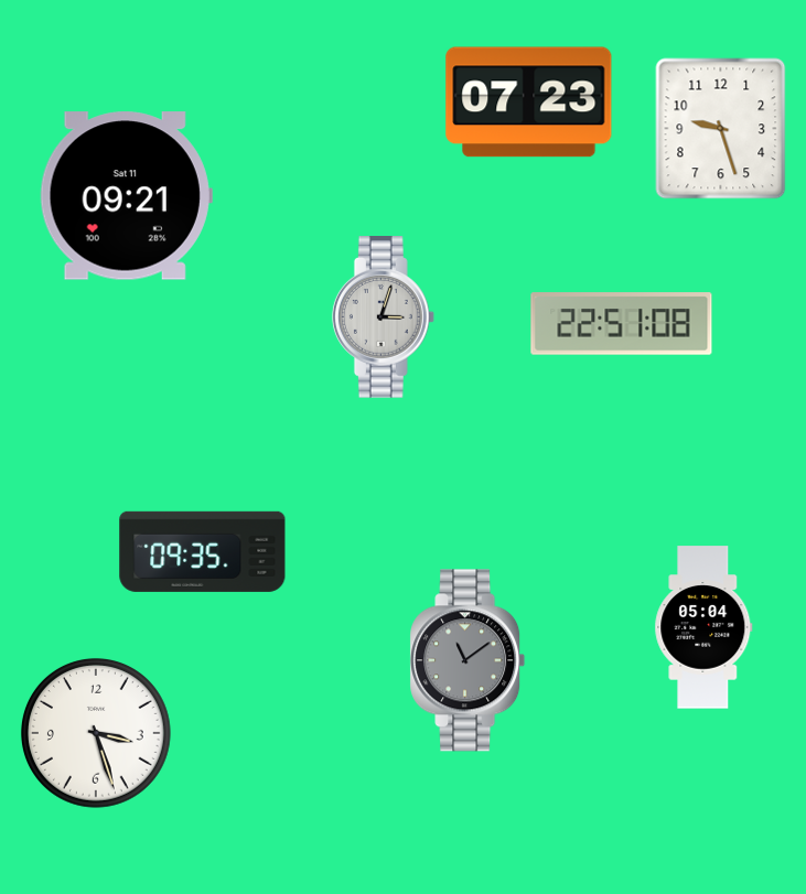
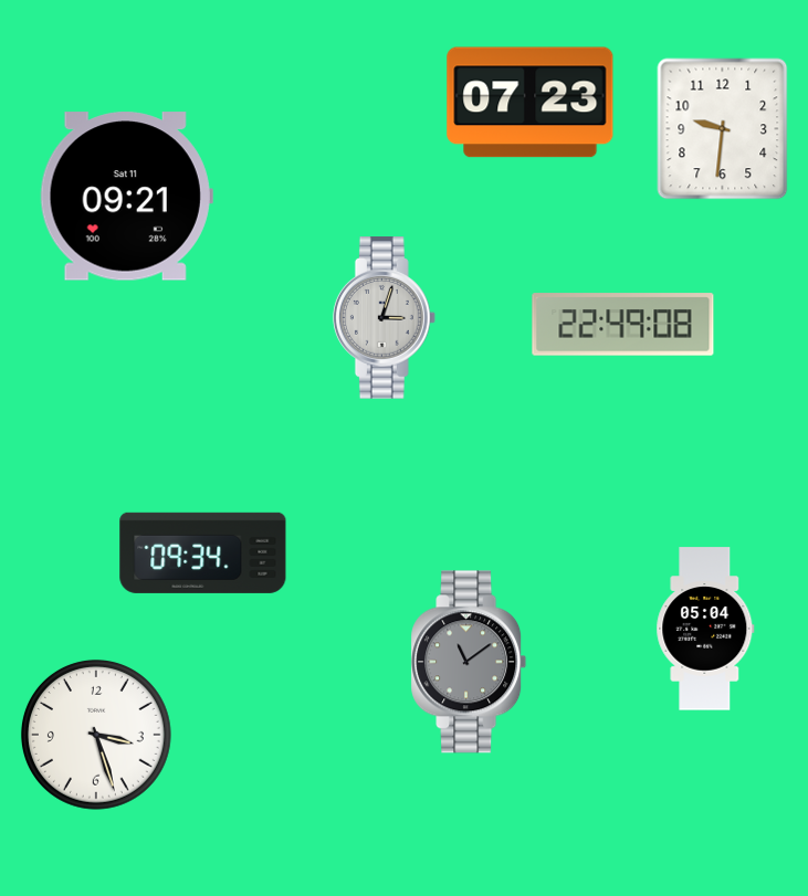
clock at (721, 129): 9:27 -> 9:31
clock at (622, 324): 22:51 -> 22:49
clock at (203, 551): 09:35 -> 09:34
